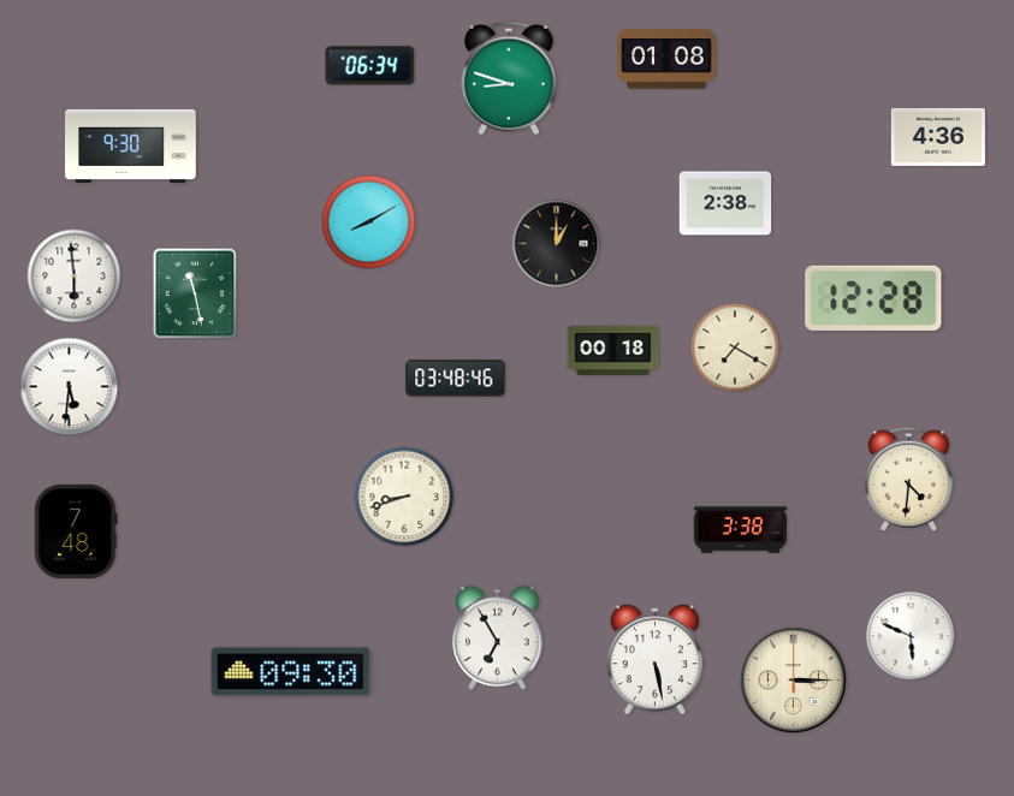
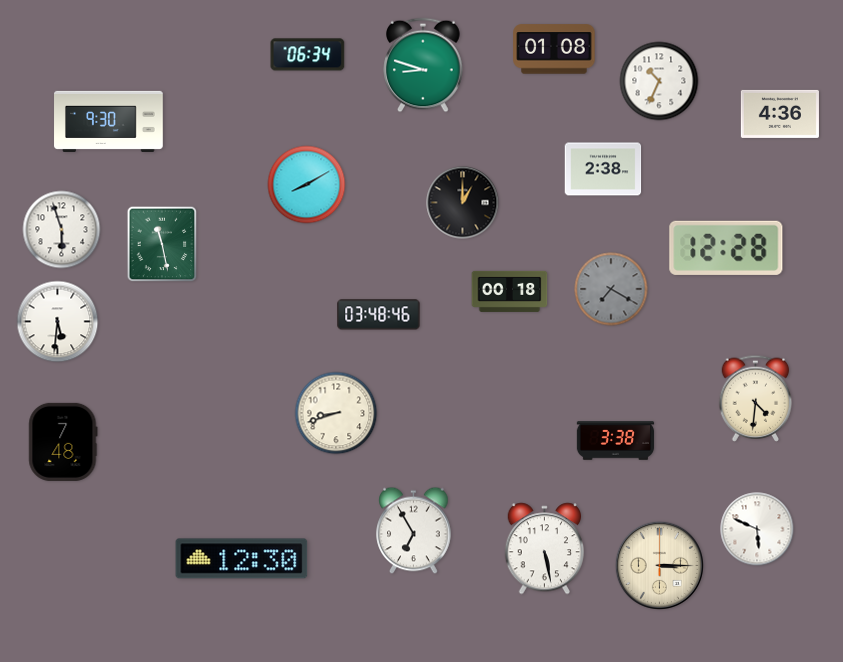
clock at (659, 81): none -> 10:34
clock at (75, 277): 5:59 -> 5:57
clock at (735, 347) dial: cream -> grey
clock at (291, 672): 09:30 -> 12:30
